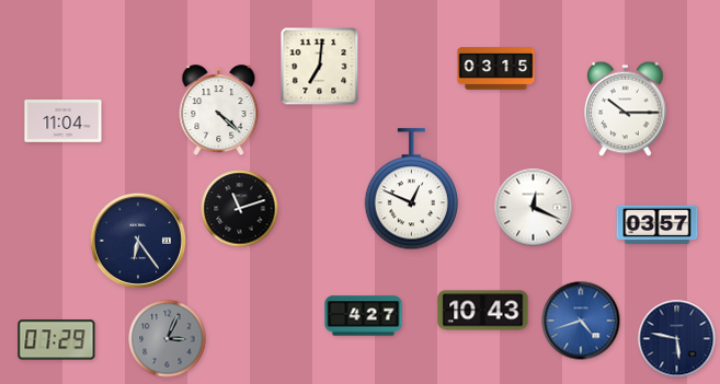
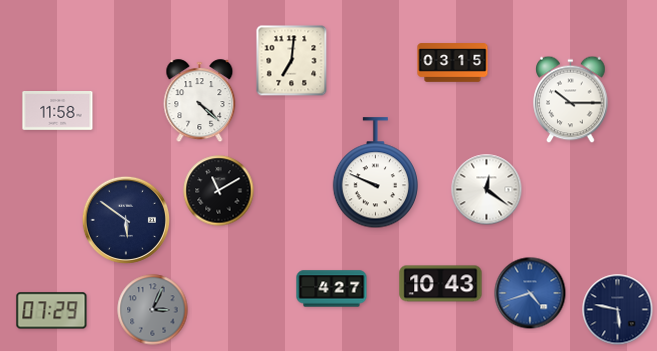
clock at (64, 121): 11:04 -> 11:58
clock at (411, 189): 12:49 -> 9:49
clock at (534, 208): 12:19 -> 12:21
clock at (240, 209): 11:12 -> 11:10
clock at (658, 225): 03:57 -> none
clock at (138, 241): 6:24 -> 5:51
